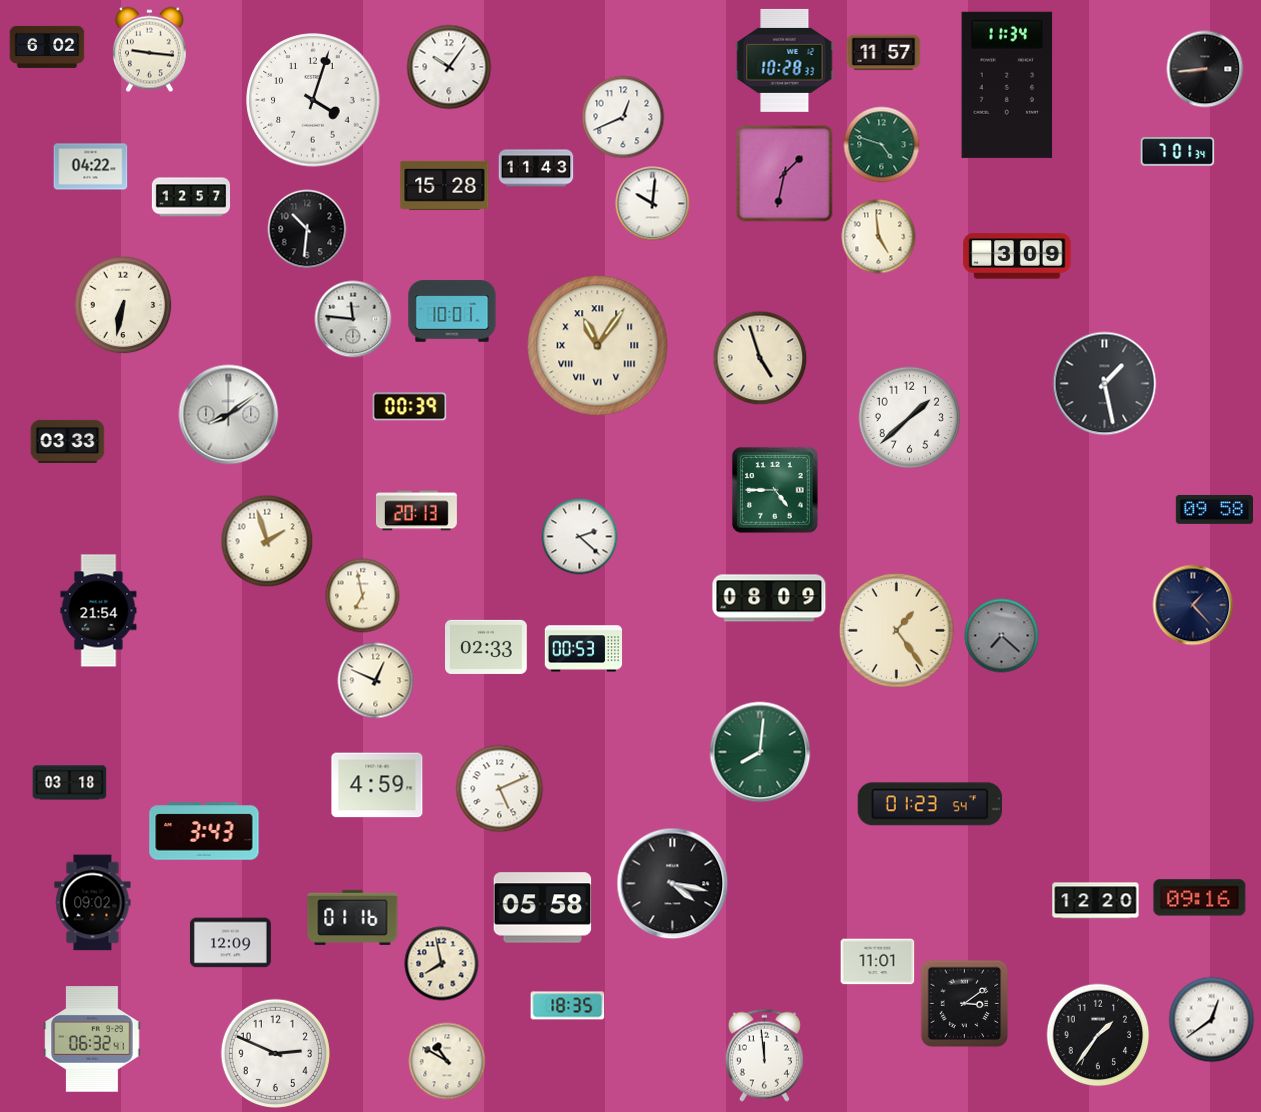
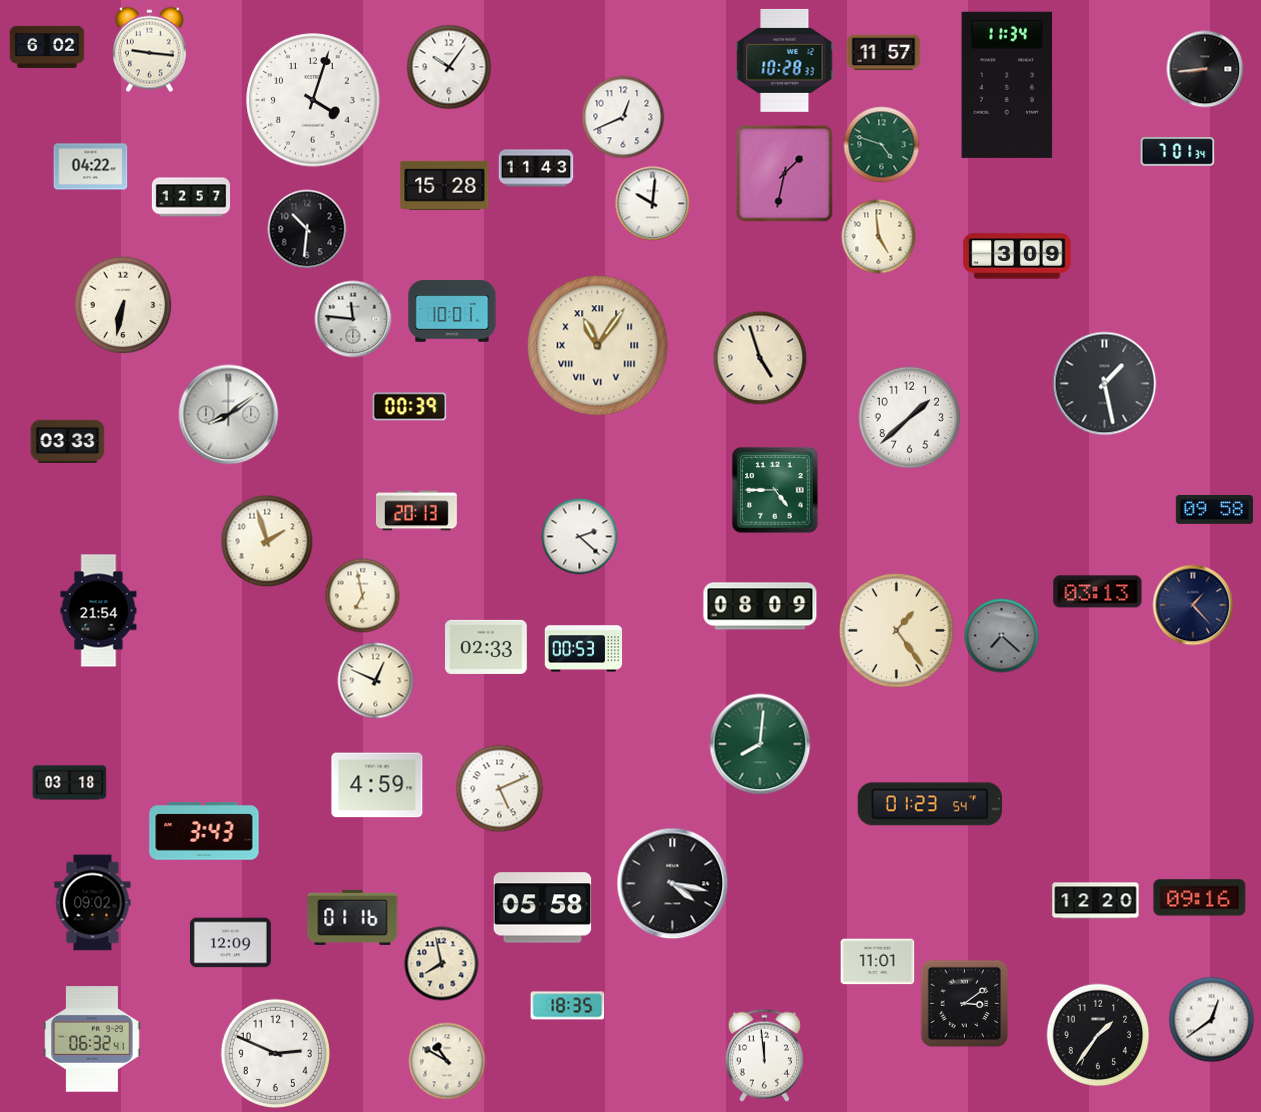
clock at (1098, 592): none -> 03:13
clock at (769, 598) position: (769, 598) -> (760, 606)
clock at (760, 752) position: (760, 752) -> (760, 744)
